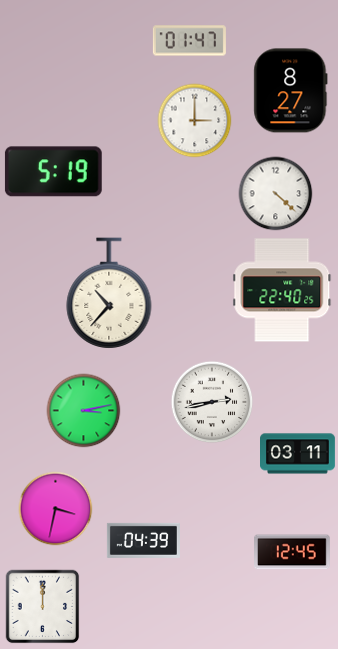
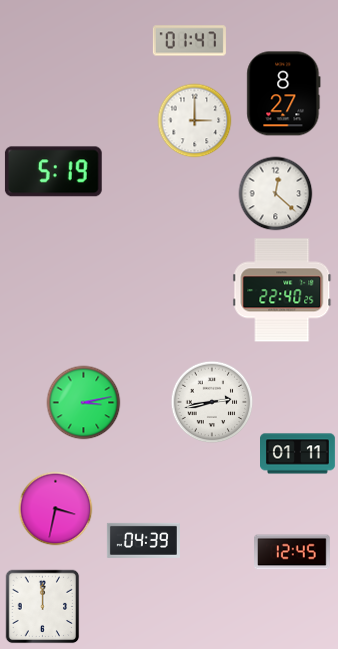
clock at (291, 91) position: (291, 91) -> (284, 94)
clock at (276, 194): 4:22 -> 12:22
clock at (109, 293): 10:37 -> none
clock at (84, 411) position: (84, 411) -> (84, 403)
clock at (298, 454): 03:11 -> 01:11
